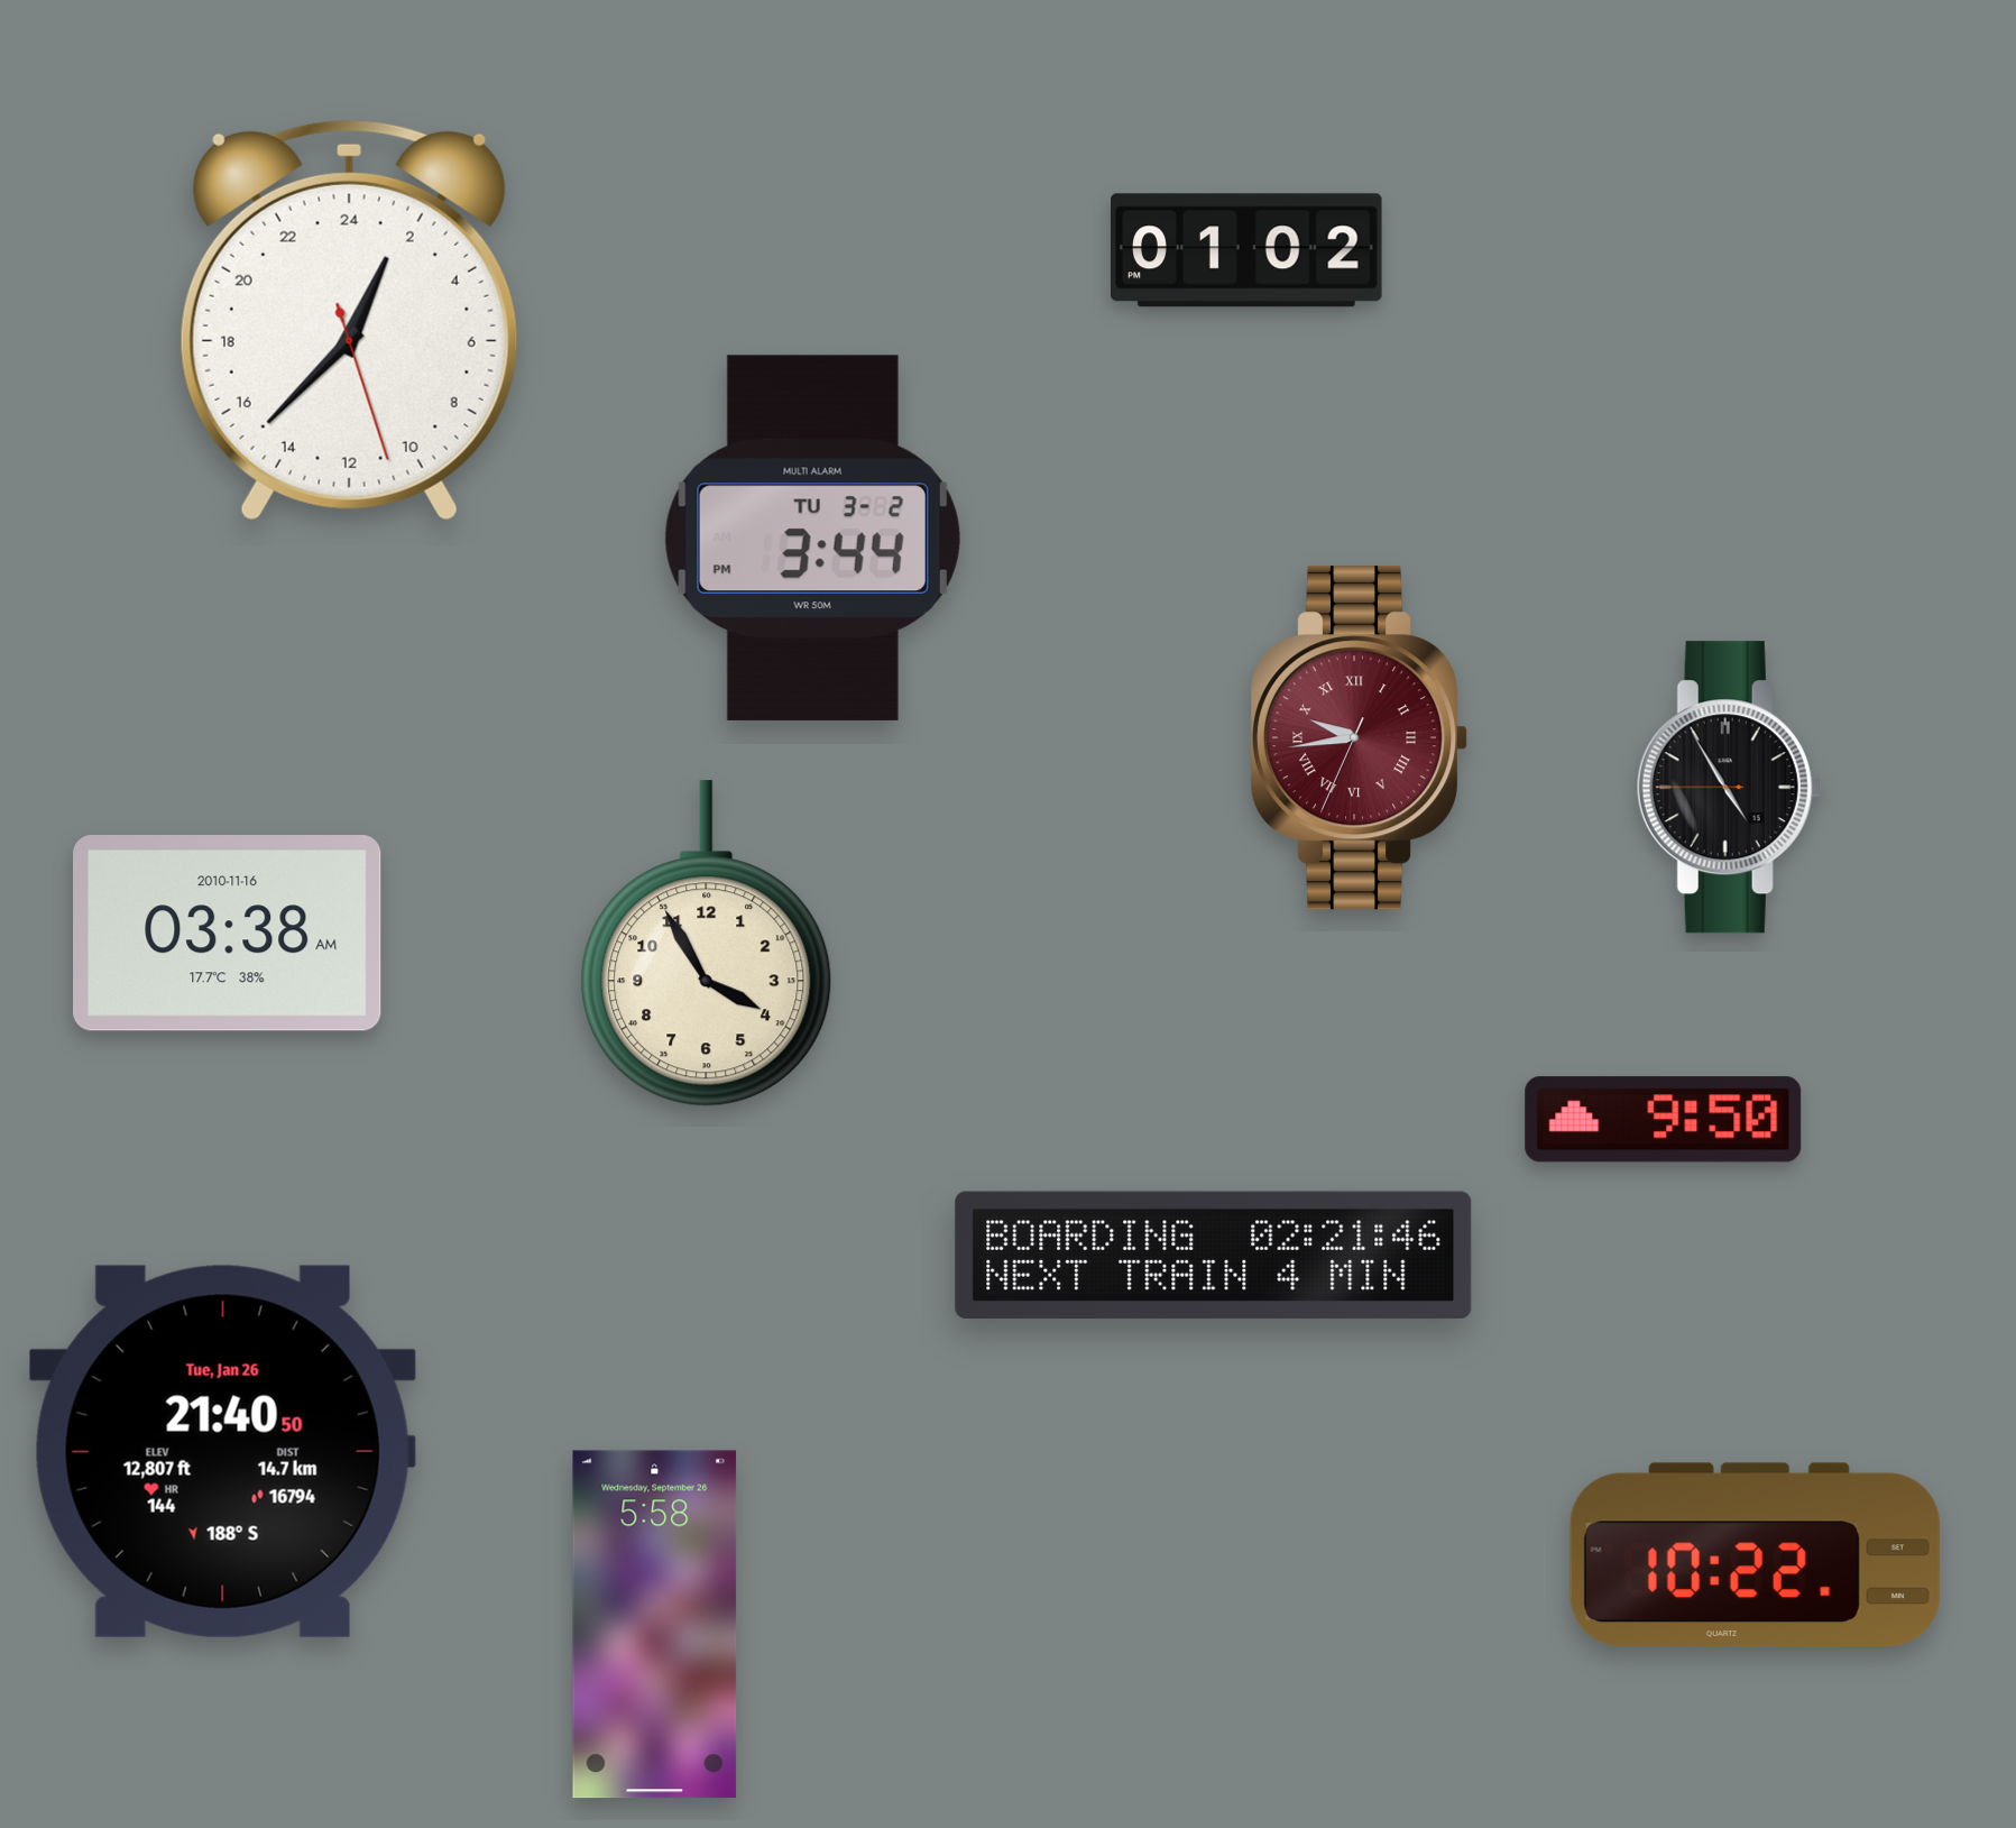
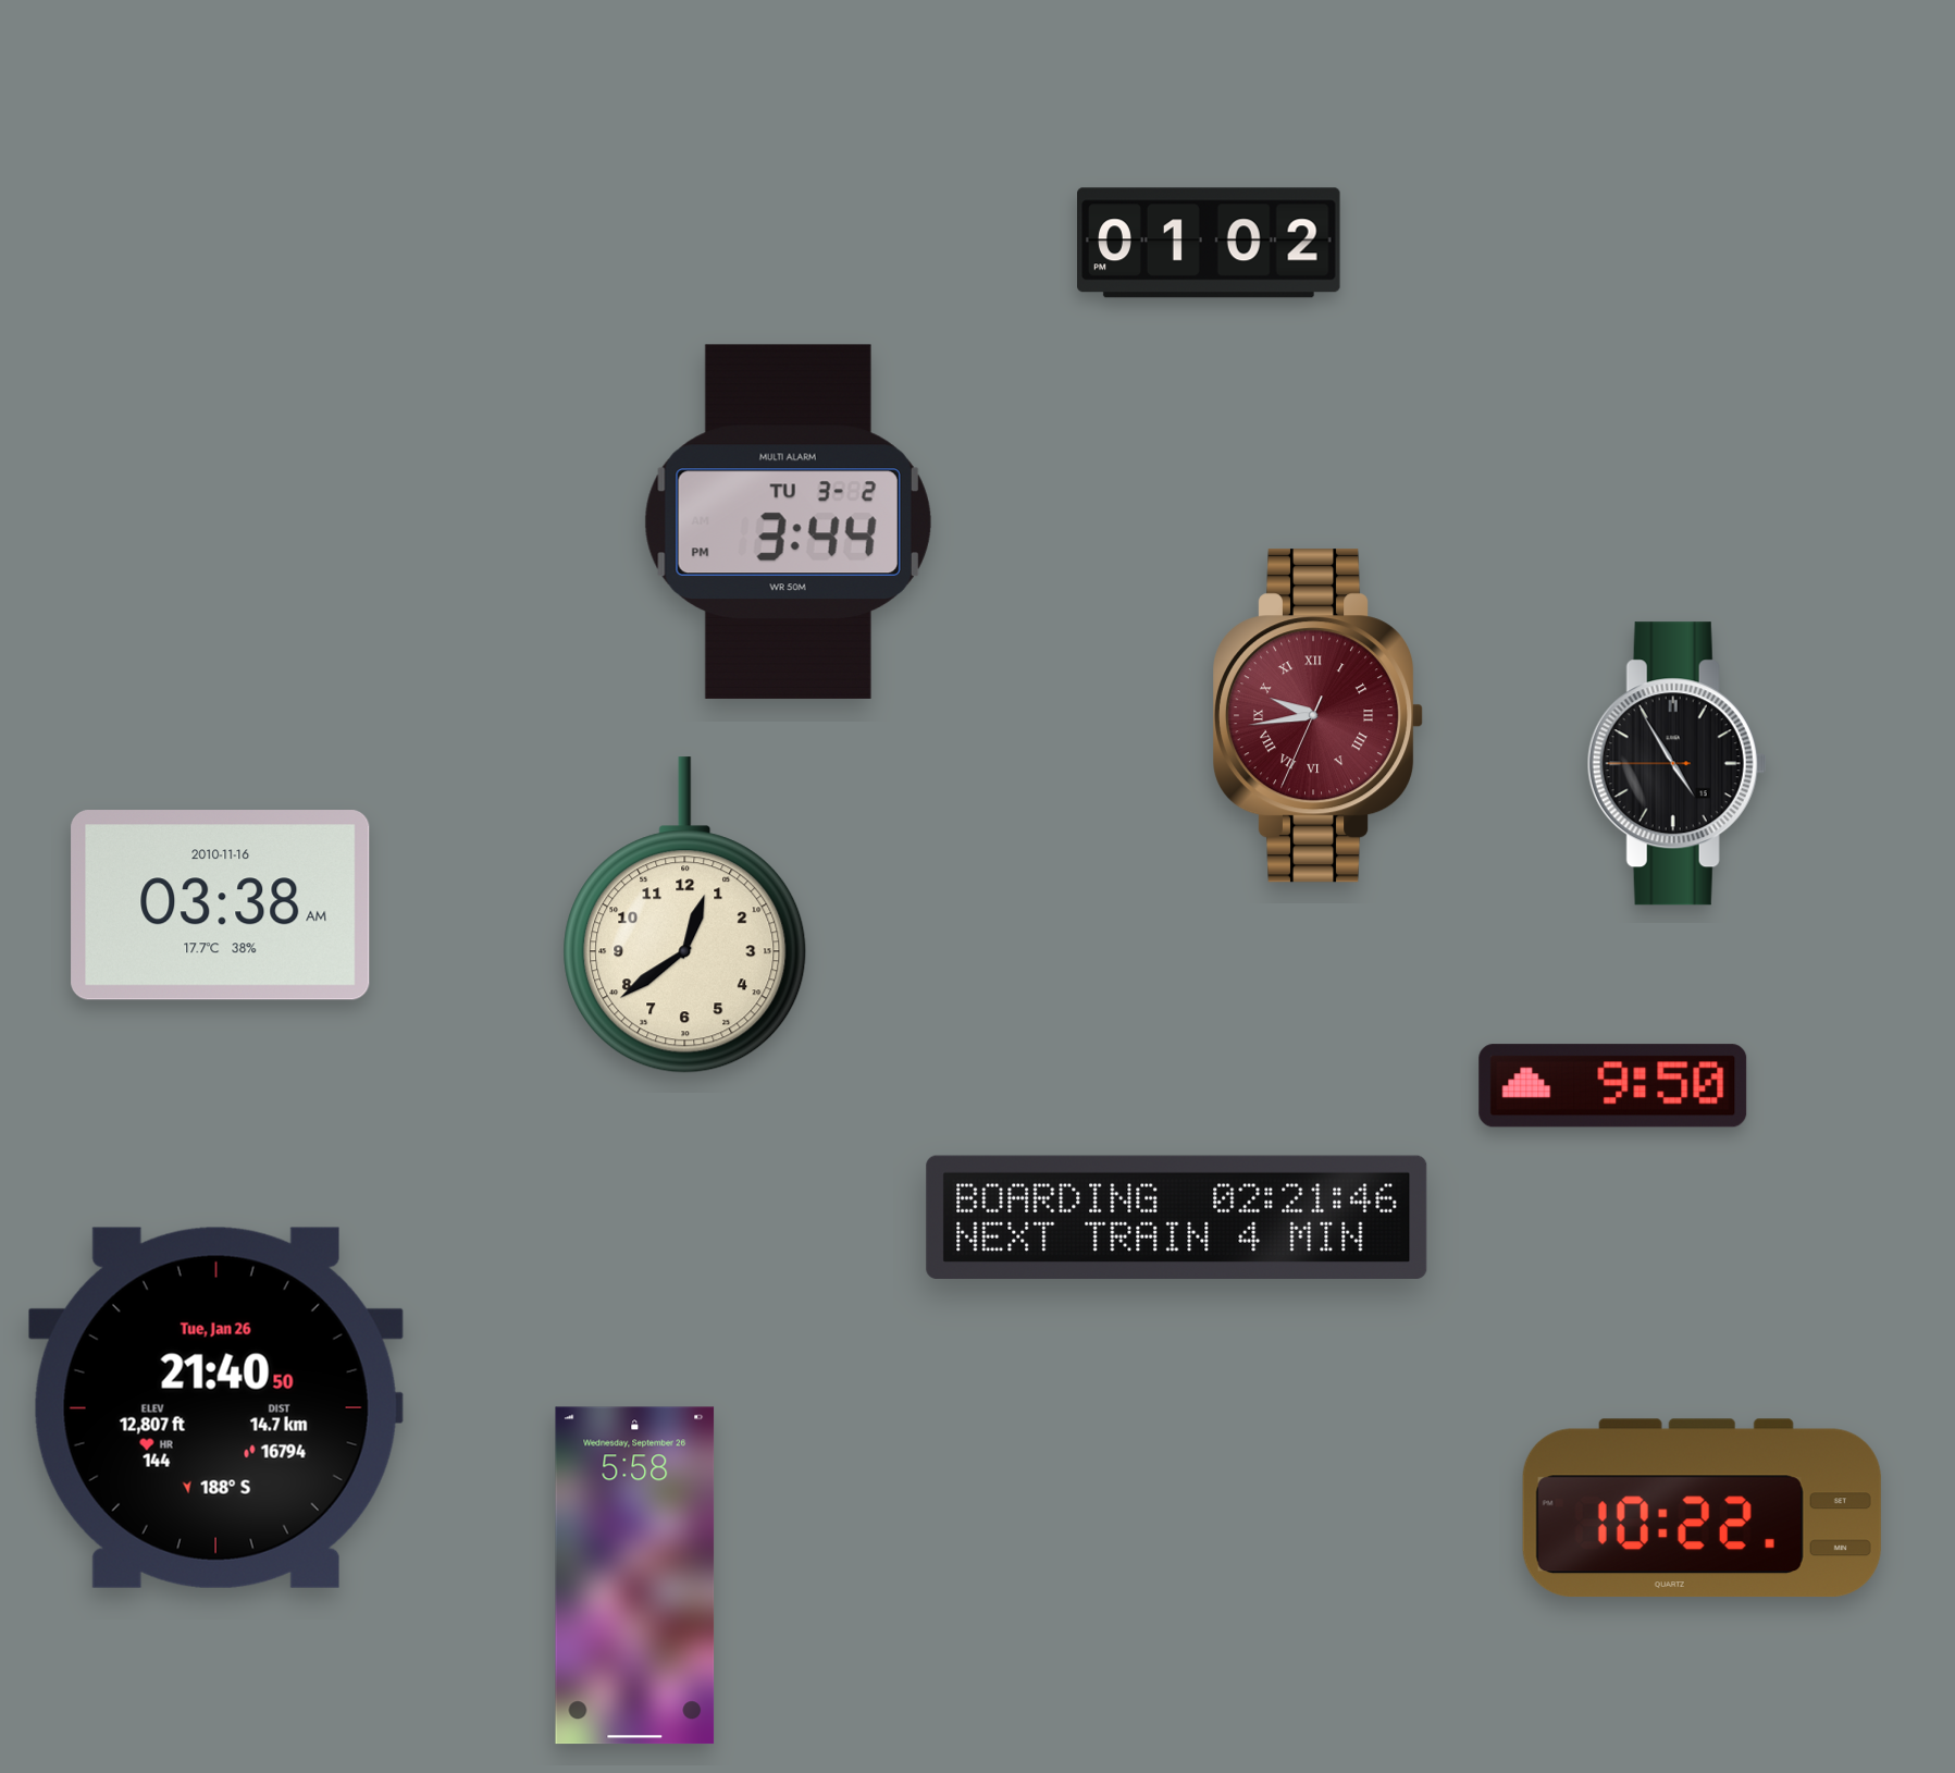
clock at (349, 320): 1:37 -> none
clock at (707, 944): 3:55 -> 12:39
